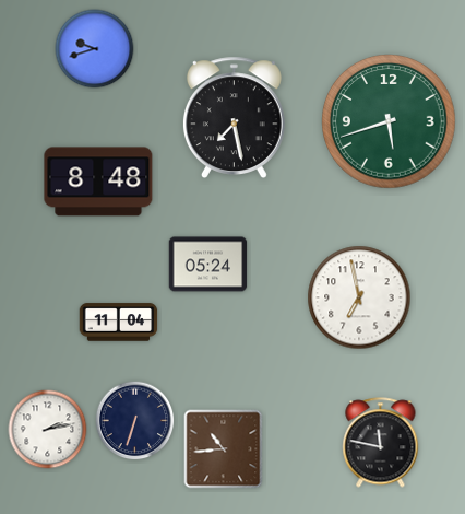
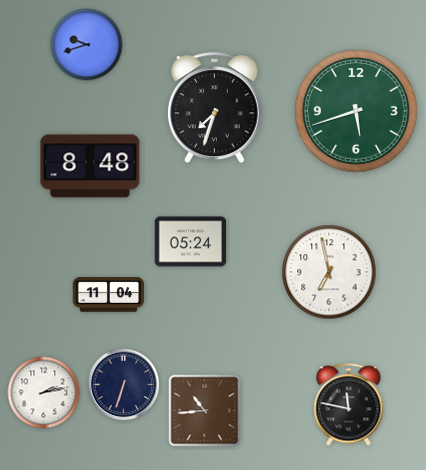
clock at (234, 117): 7:28 -> 7:33
